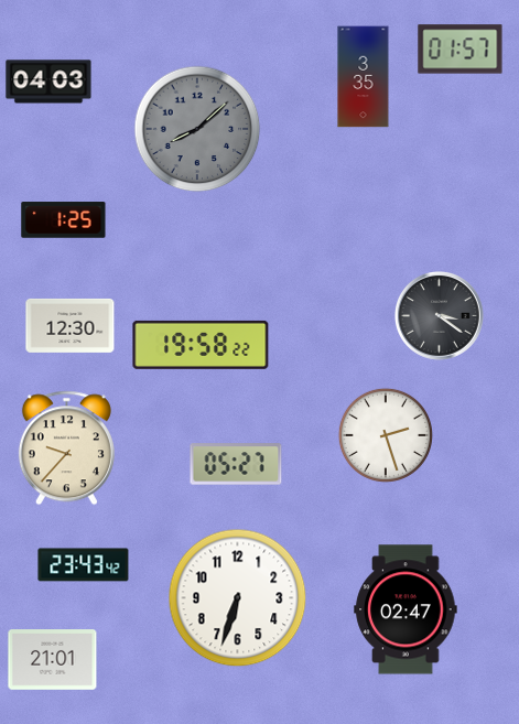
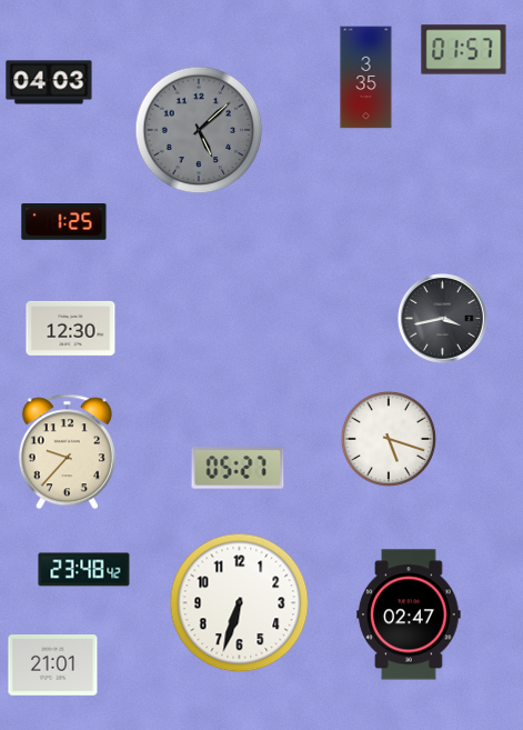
clock at (197, 129): 8:08 -> 5:08
clock at (440, 316): 3:21 -> 3:43
clock at (201, 345): 19:58 -> none
clock at (386, 435): 2:27 -> 5:18
clock at (84, 565): 23:43 -> 23:48
